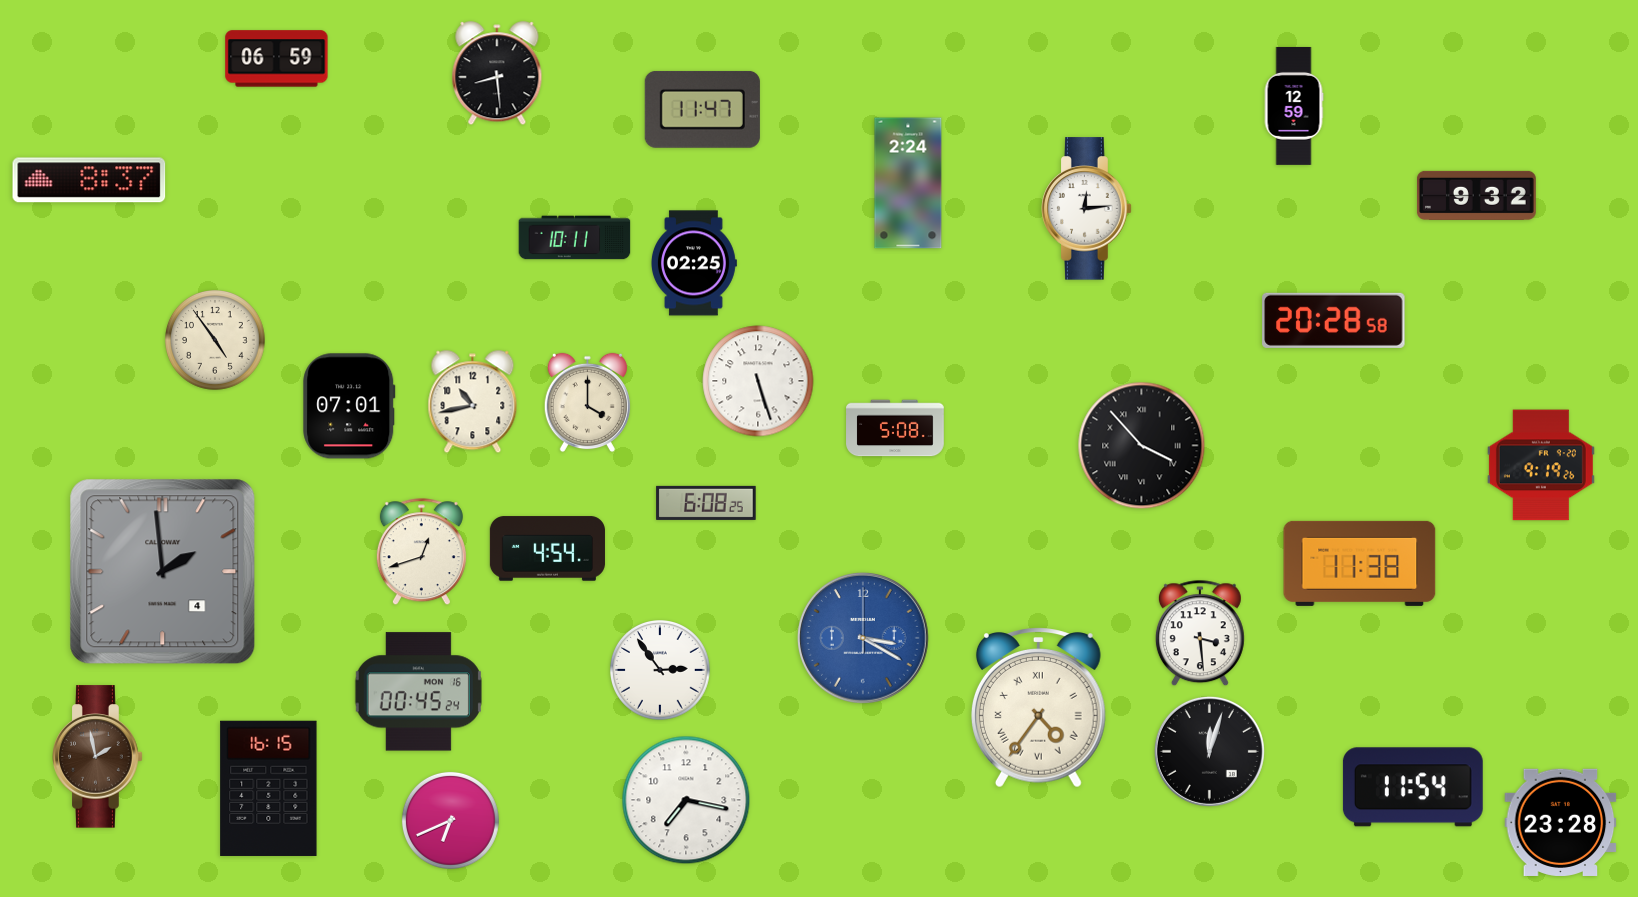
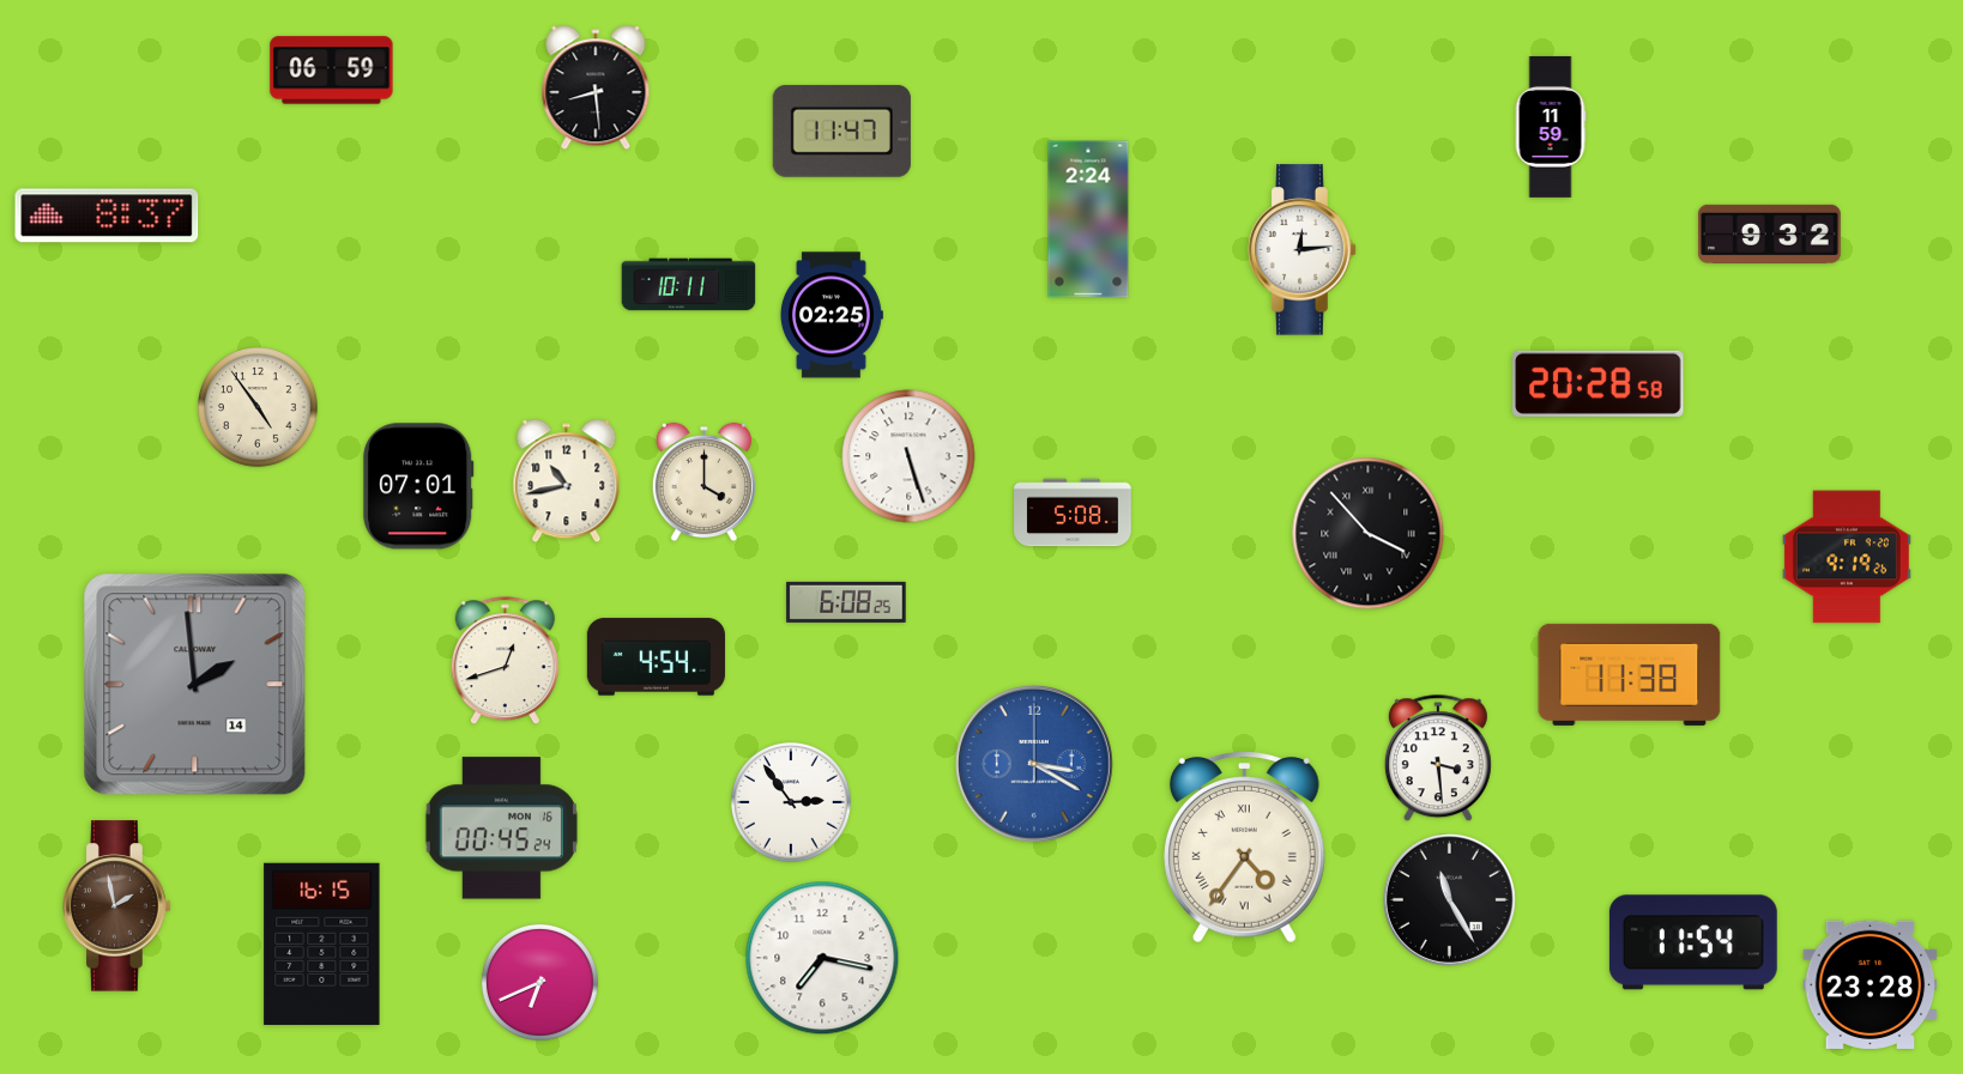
clock at (1294, 106): 12:59 -> 11:59
clock at (163, 572) date: 4 -> 14
clock at (1209, 751): 12:03 -> 11:25
